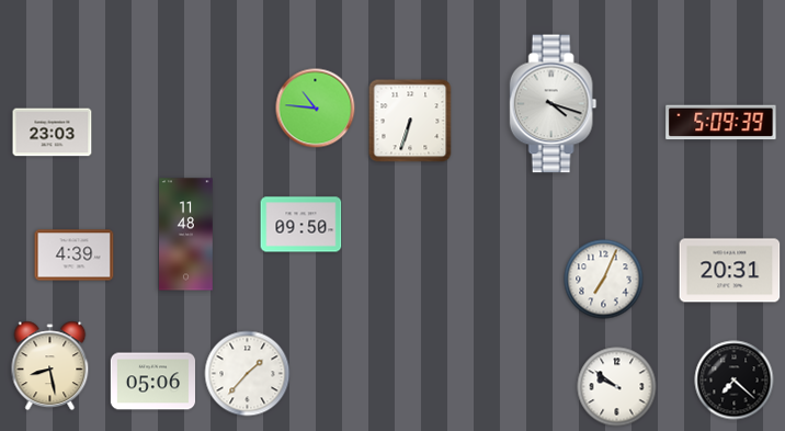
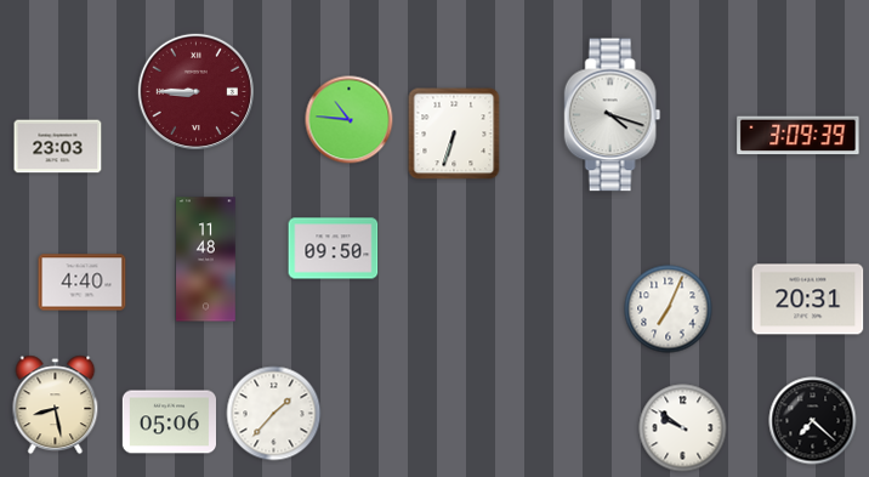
clock at (195, 91): none -> 8:45
clock at (721, 123): 5:09 -> 3:09
clock at (75, 256): 4:39 -> 4:40
